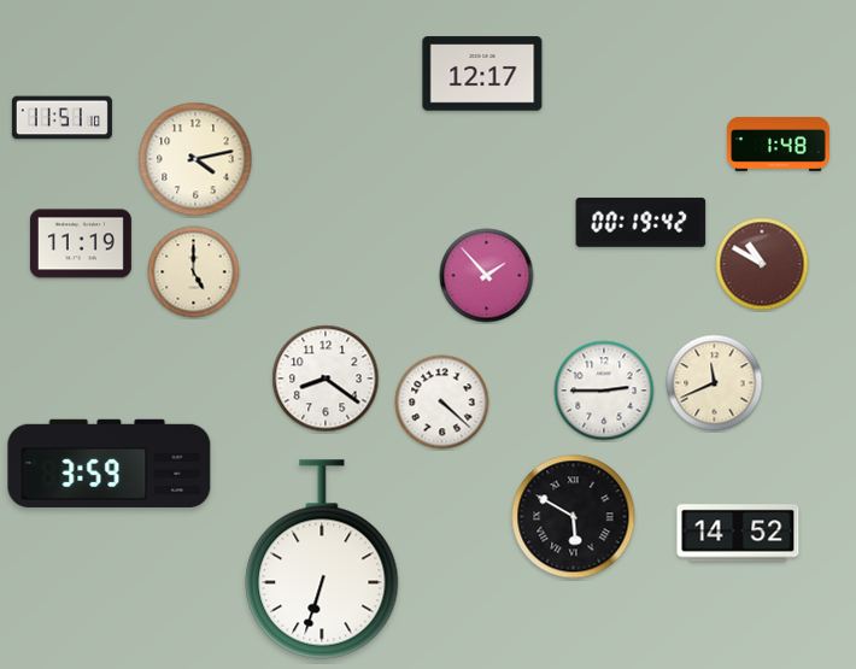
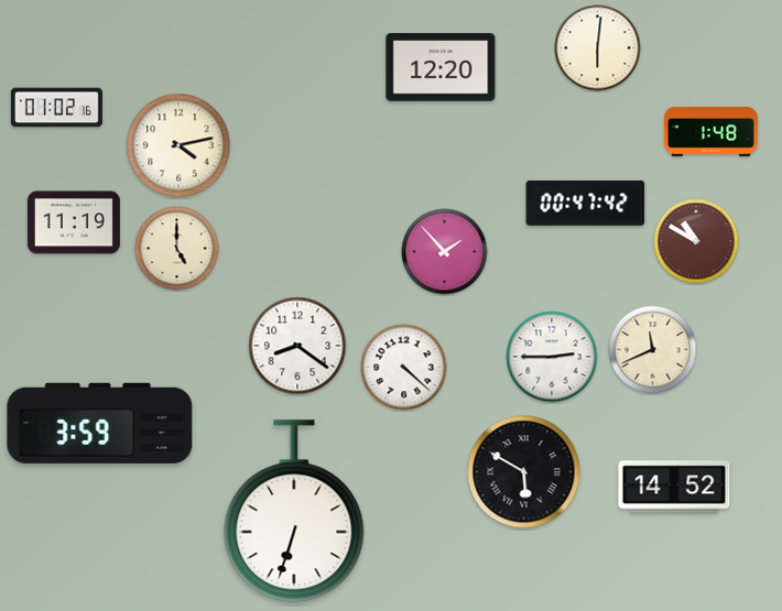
clock at (598, 48): none -> 6:01
clock at (482, 74): 12:17 -> 12:20
clock at (61, 118): 11:51 -> 01:02
clock at (641, 222): 00:19 -> 00:47
